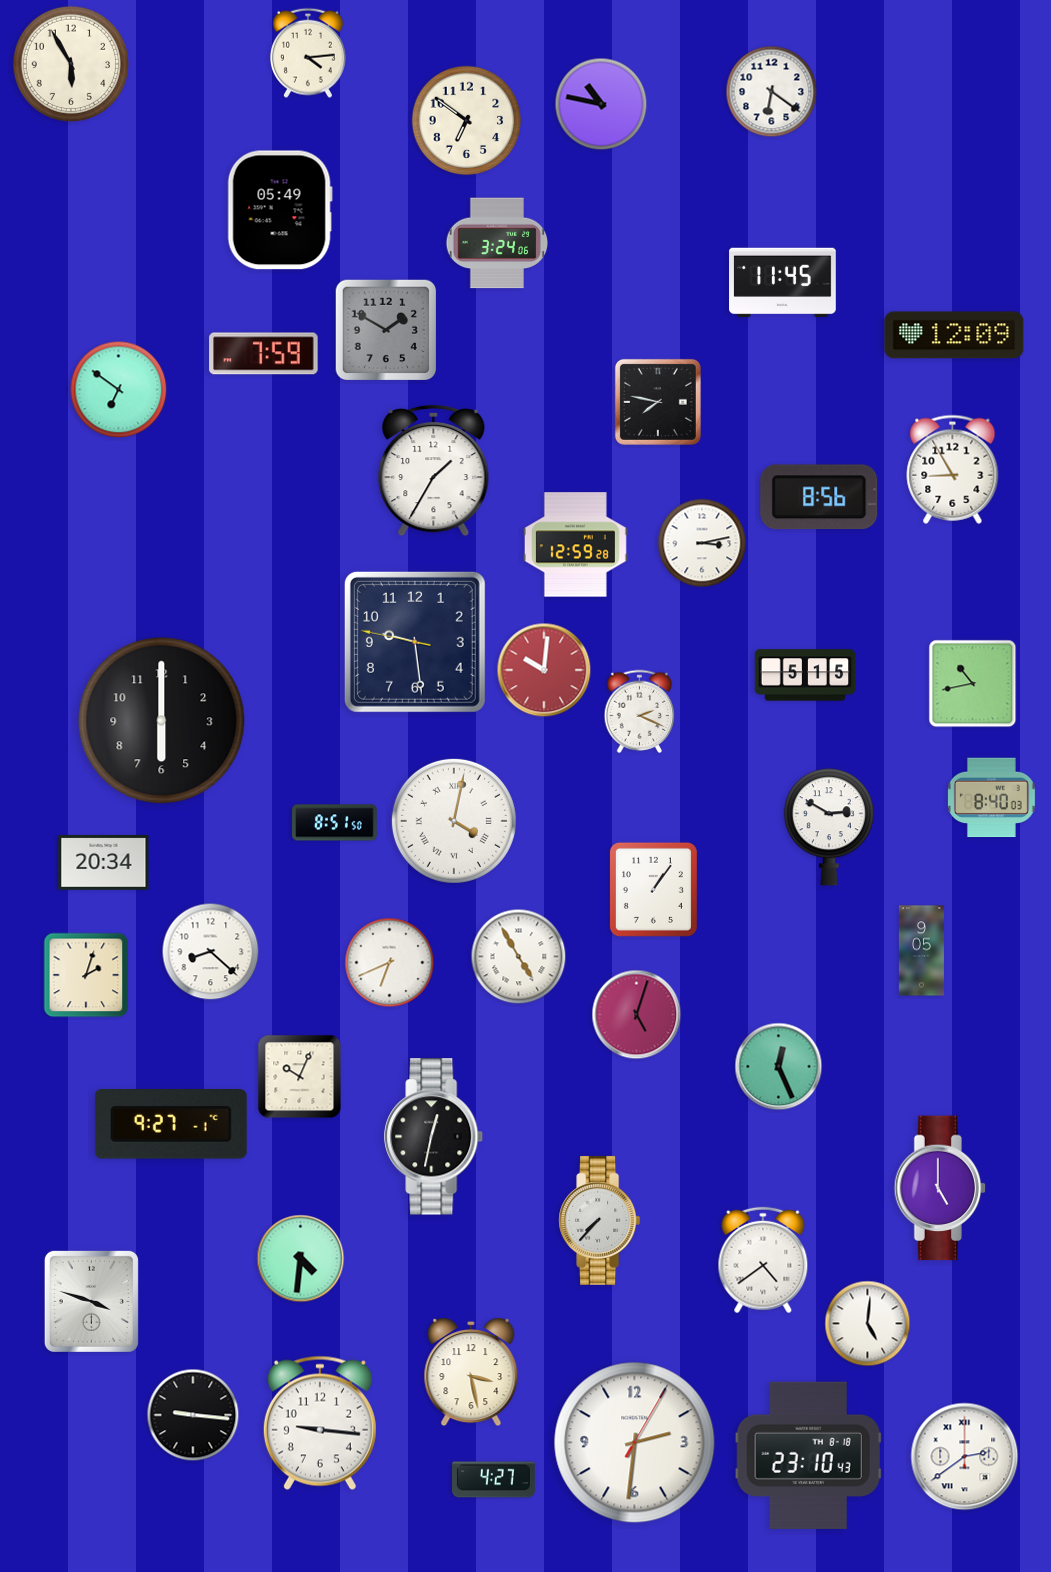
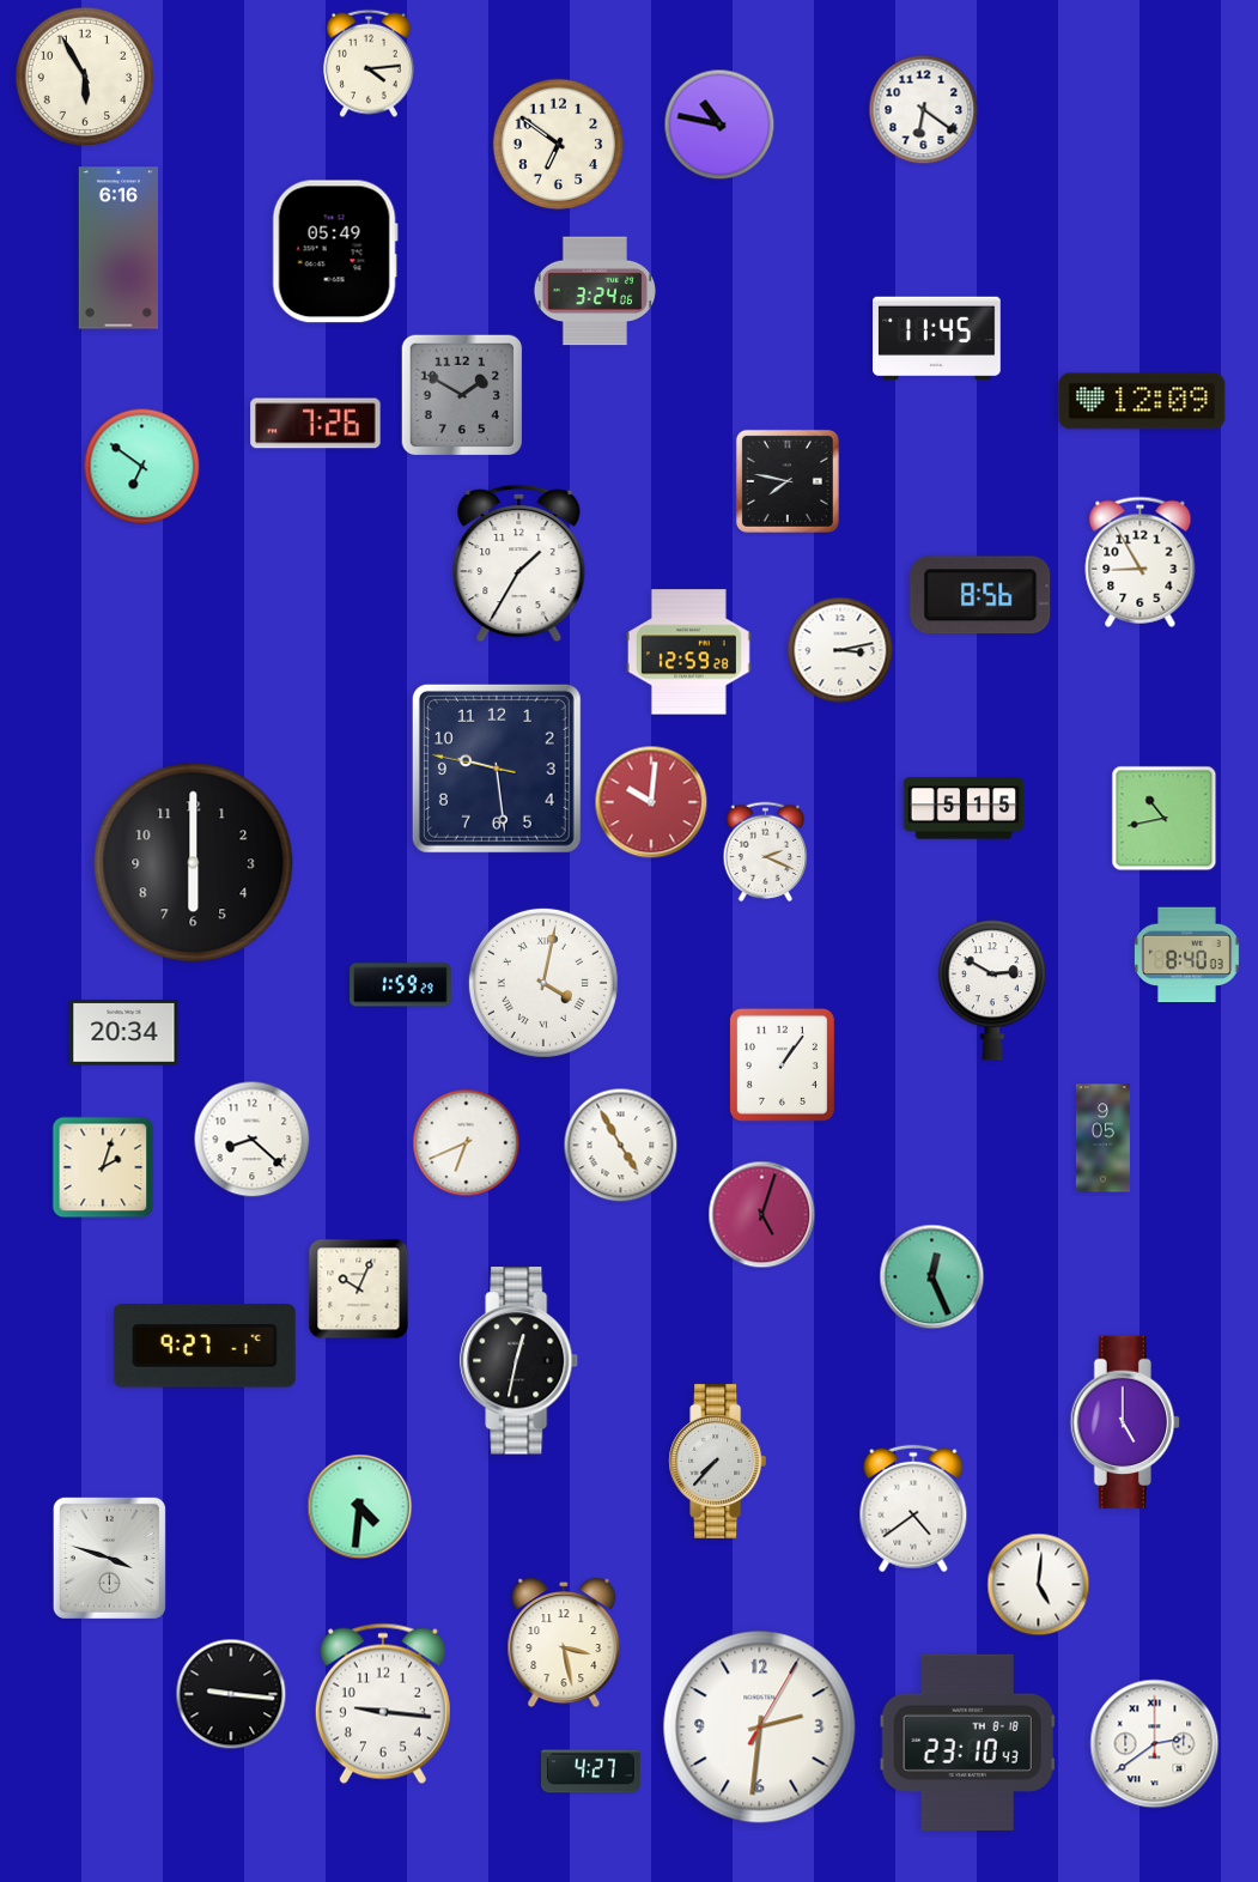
clock at (117, 248): none -> 6:16
clock at (264, 354): 7:59 -> 7:26
clock at (335, 823): 8:51 -> 1:59
clock at (390, 963) position: (390, 963) -> (467, 1143)
